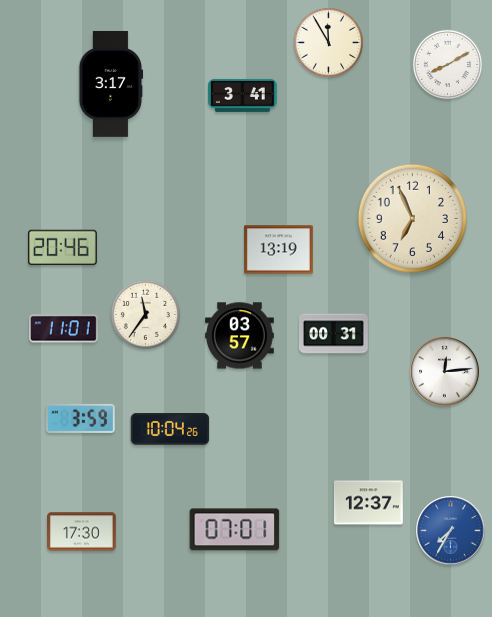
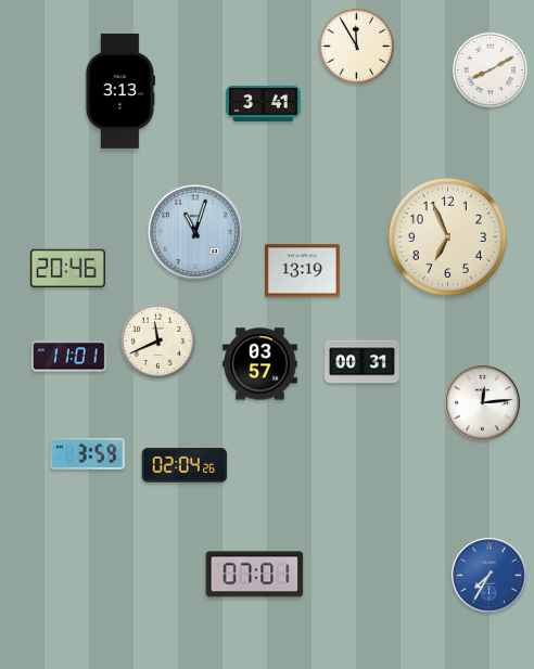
clock at (447, 64) position: (447, 64) -> (490, 69)
clock at (111, 84): 3:17 -> 3:13
clock at (195, 232): none -> 11:03
clock at (145, 314): 11:36 -> 11:41
clock at (170, 429): 10:04 -> 02:04
clock at (369, 503): 12:37 -> none
clock at (82, 532): 17:30 -> none
